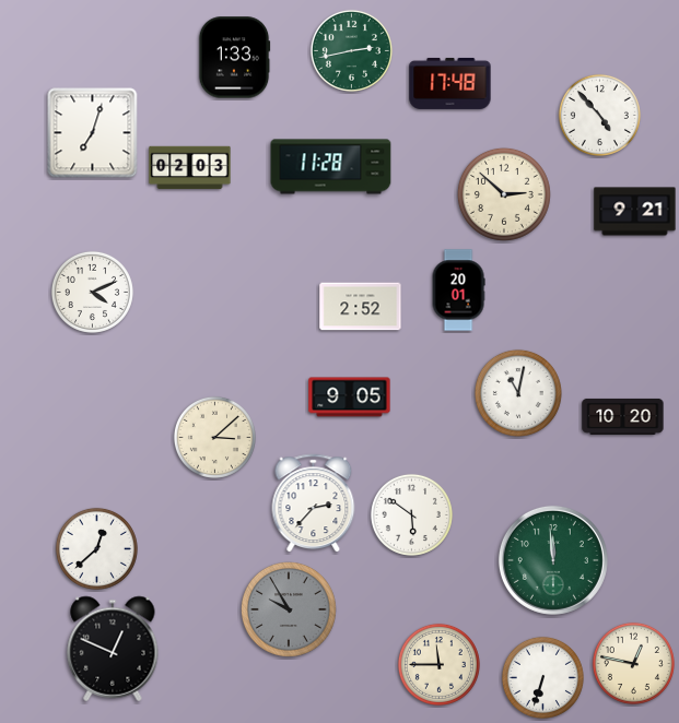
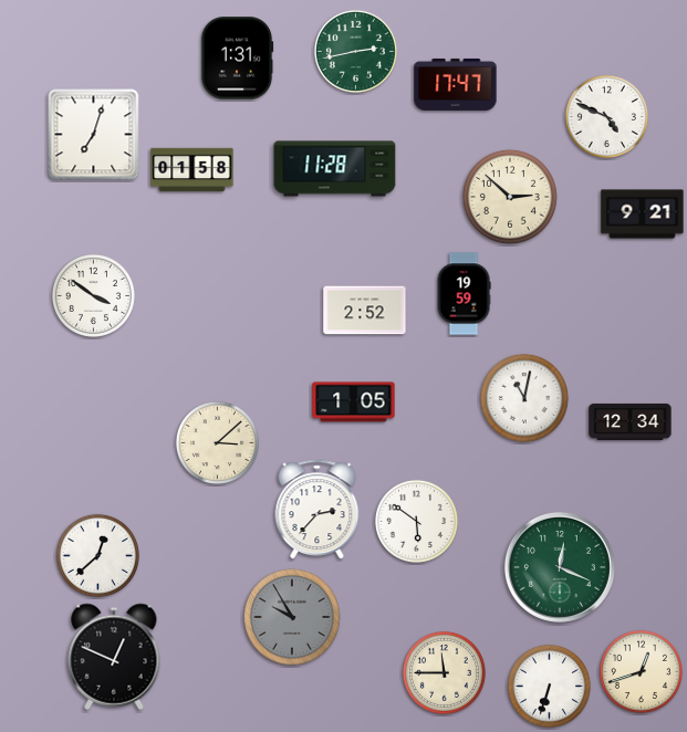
clock at (234, 58): 1:33 -> 1:31
clock at (450, 83): 17:48 -> 17:47
clock at (599, 115): 4:53 -> 4:49
clock at (190, 168): 02:03 -> 01:58
clock at (458, 291): 20:01 -> 19:59
clock at (92, 292): 4:11 -> 3:51
clock at (350, 398): 9:05 -> 1:05
clock at (623, 416): 10:20 -> 12:34
clock at (553, 560): 11:59 -> 12:19
clock at (633, 663): 12:47 -> 12:42
